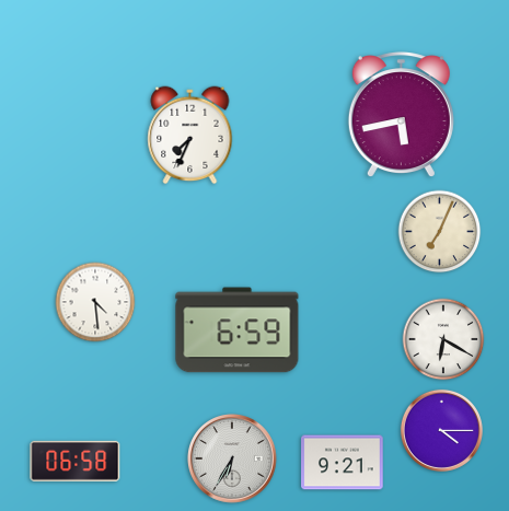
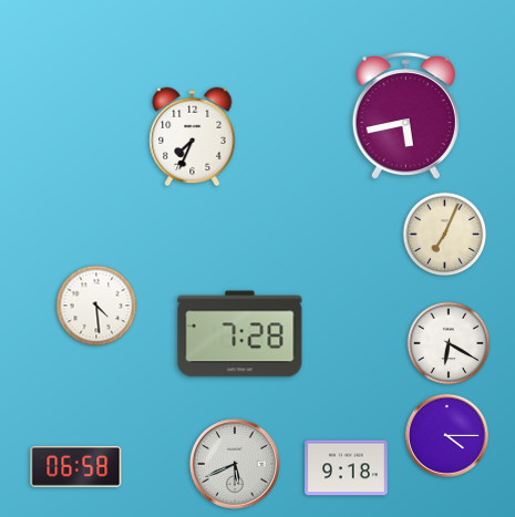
clock at (238, 330): 6:59 -> 7:28
clock at (233, 460): 6:35 -> 5:41
clock at (343, 463): 9:21 -> 9:18
